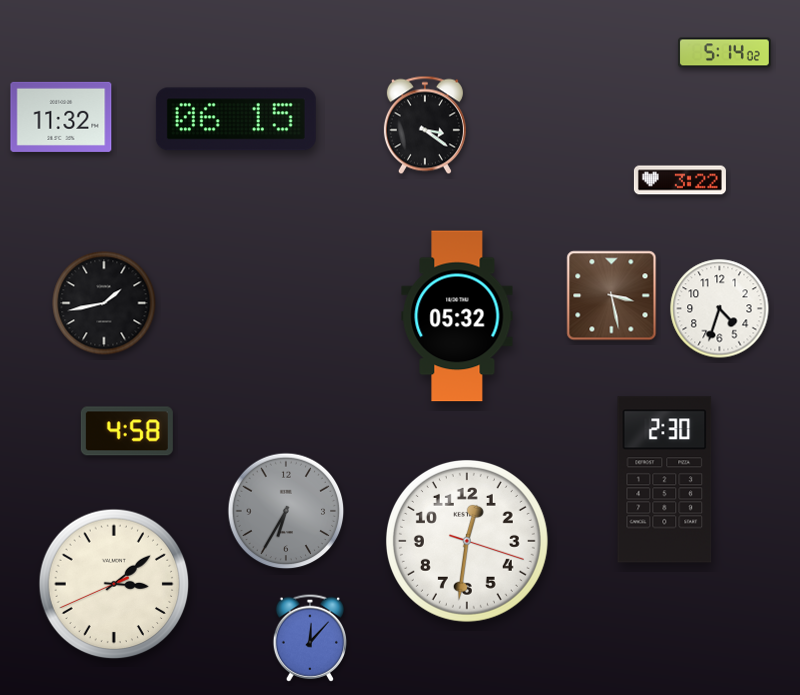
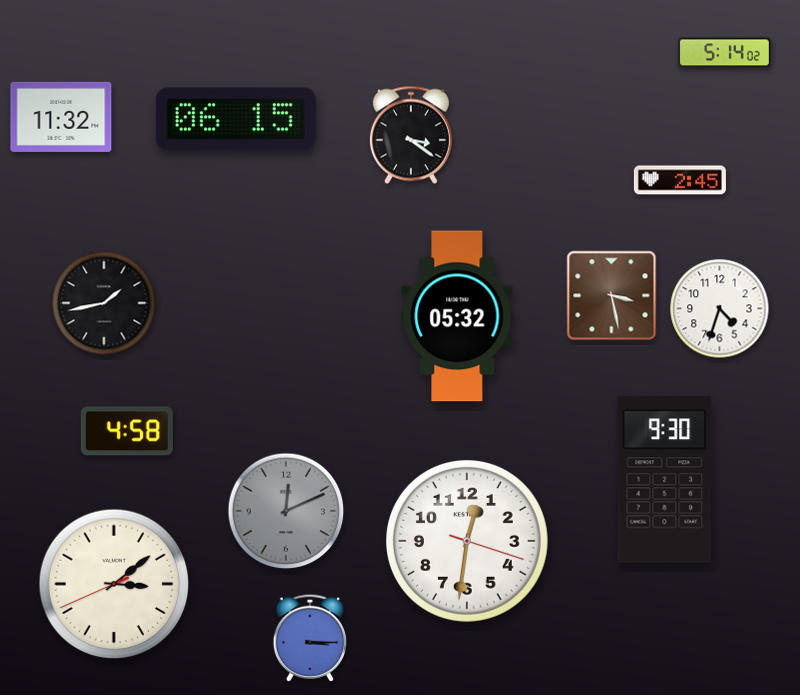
clock at (425, 125) position: (425, 125) -> (411, 135)
clock at (680, 180): 3:22 -> 2:45
clock at (665, 480): 2:30 -> 9:30
clock at (286, 511): 6:35 -> 12:11
clock at (310, 638): 12:07 -> 3:15
